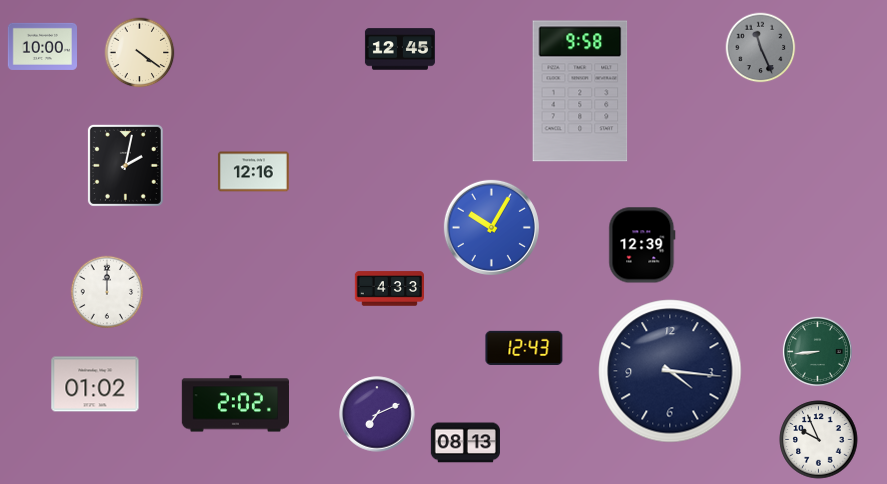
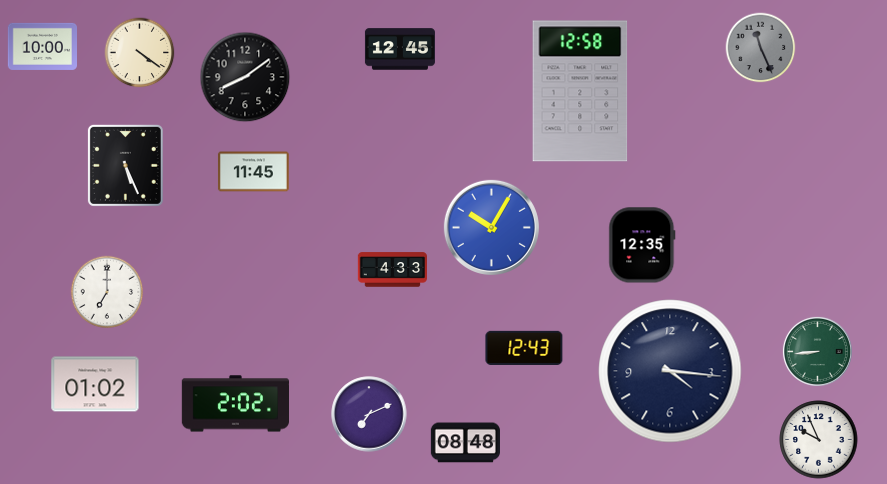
clock at (245, 77): none -> 8:09
clock at (580, 91): 9:58 -> 12:58
clock at (125, 165): 2:02 -> 5:26
clock at (253, 172): 12:16 -> 11:45
clock at (642, 245): 12:39 -> 12:35
clock at (389, 289) position: (389, 289) -> (392, 270)
clock at (107, 292): 12:00 -> 7:00
clock at (377, 414) position: (377, 414) -> (369, 414)
clock at (465, 443): 08:13 -> 08:48
